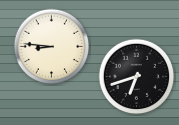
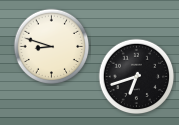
clock at (52, 47): 8:46 -> 8:48
